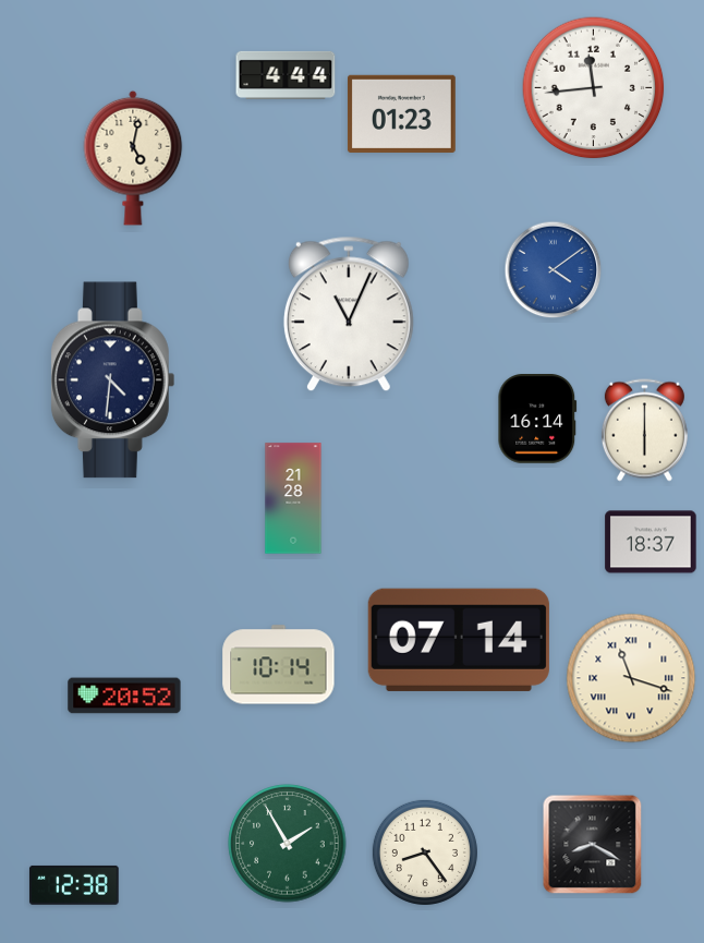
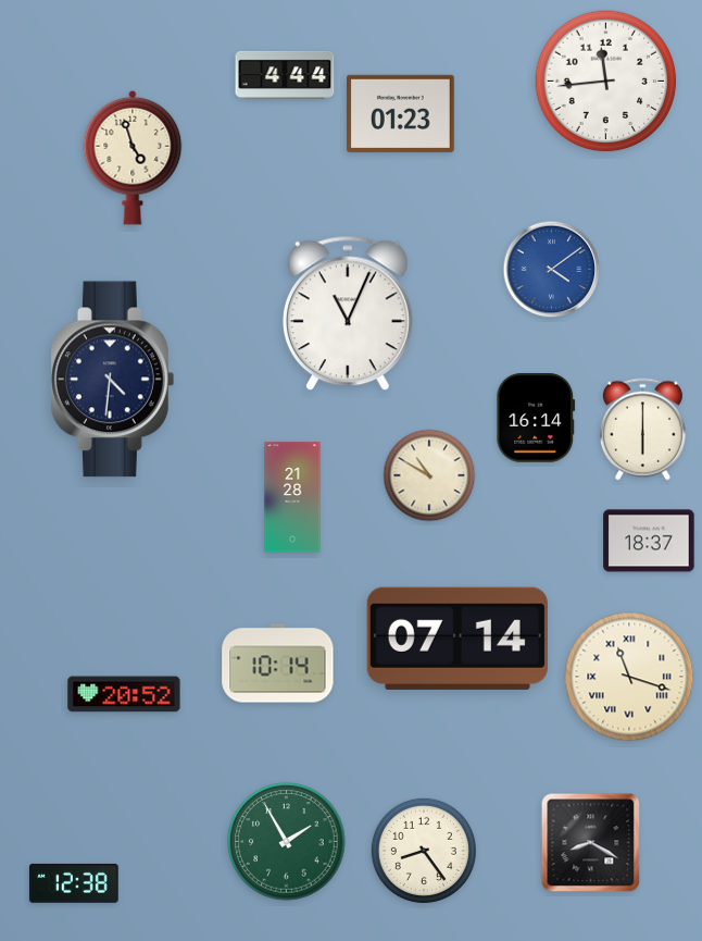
clock at (594, 88) position: (594, 88) -> (606, 82)
clock at (133, 158): 5:02 -> 4:57
clock at (429, 475): none -> 10:50
